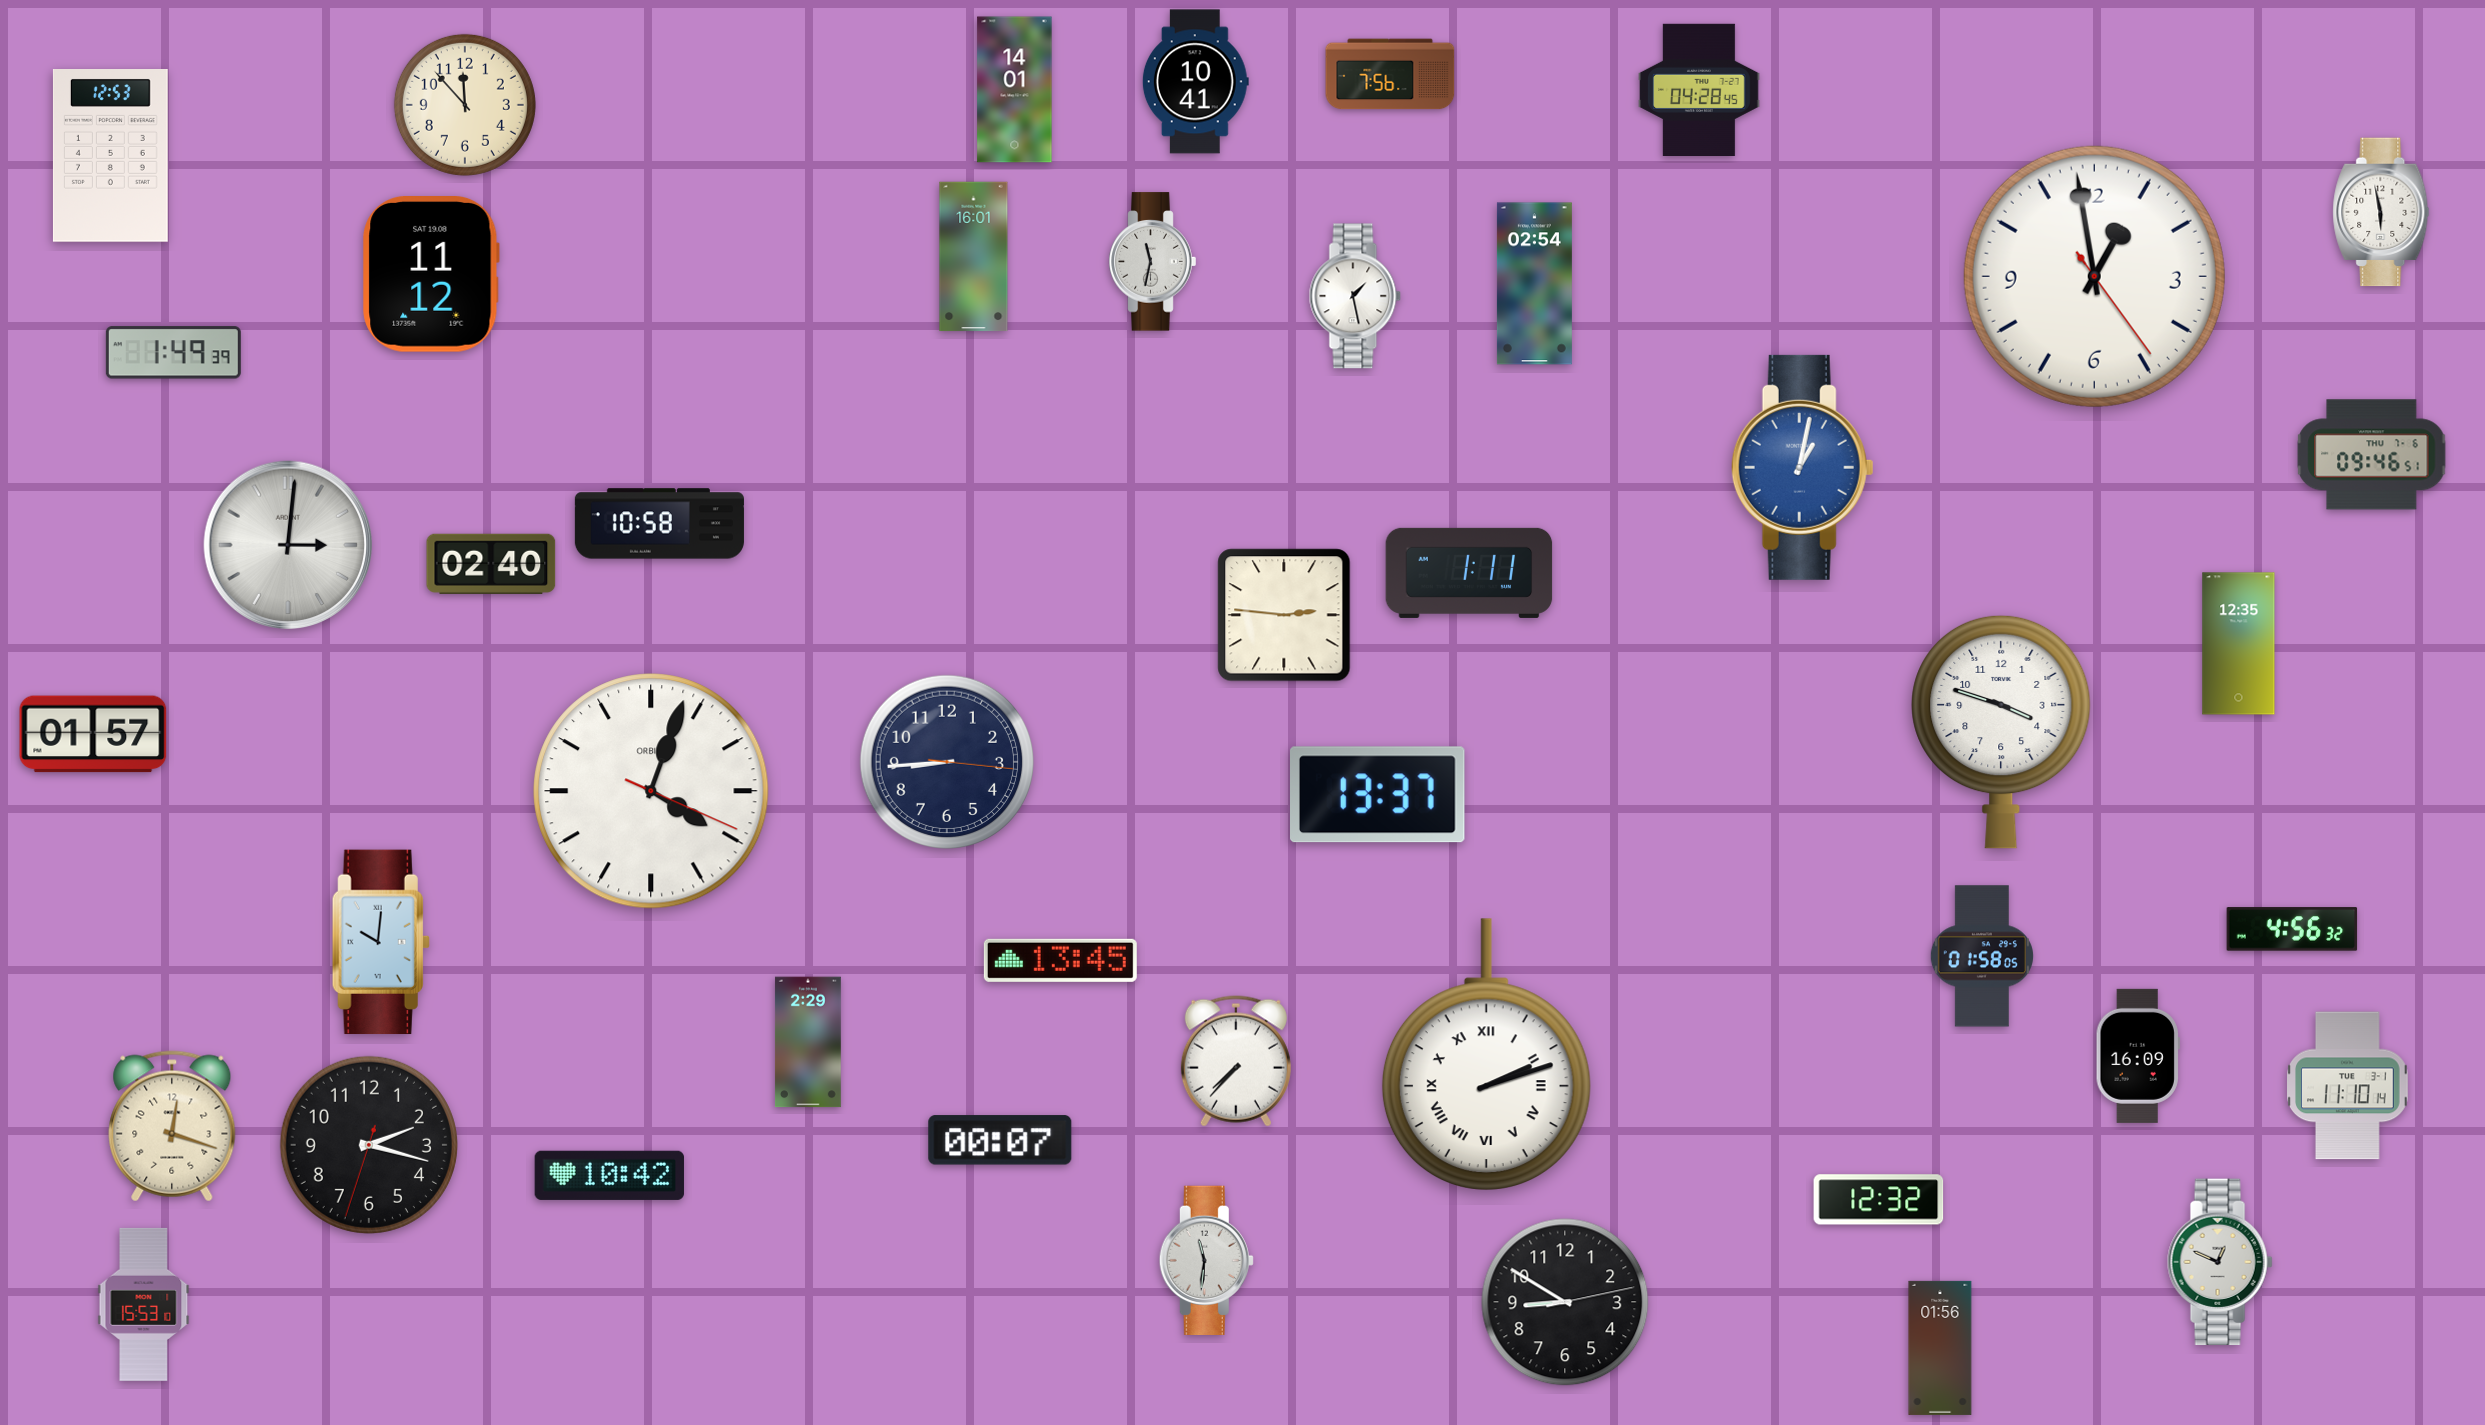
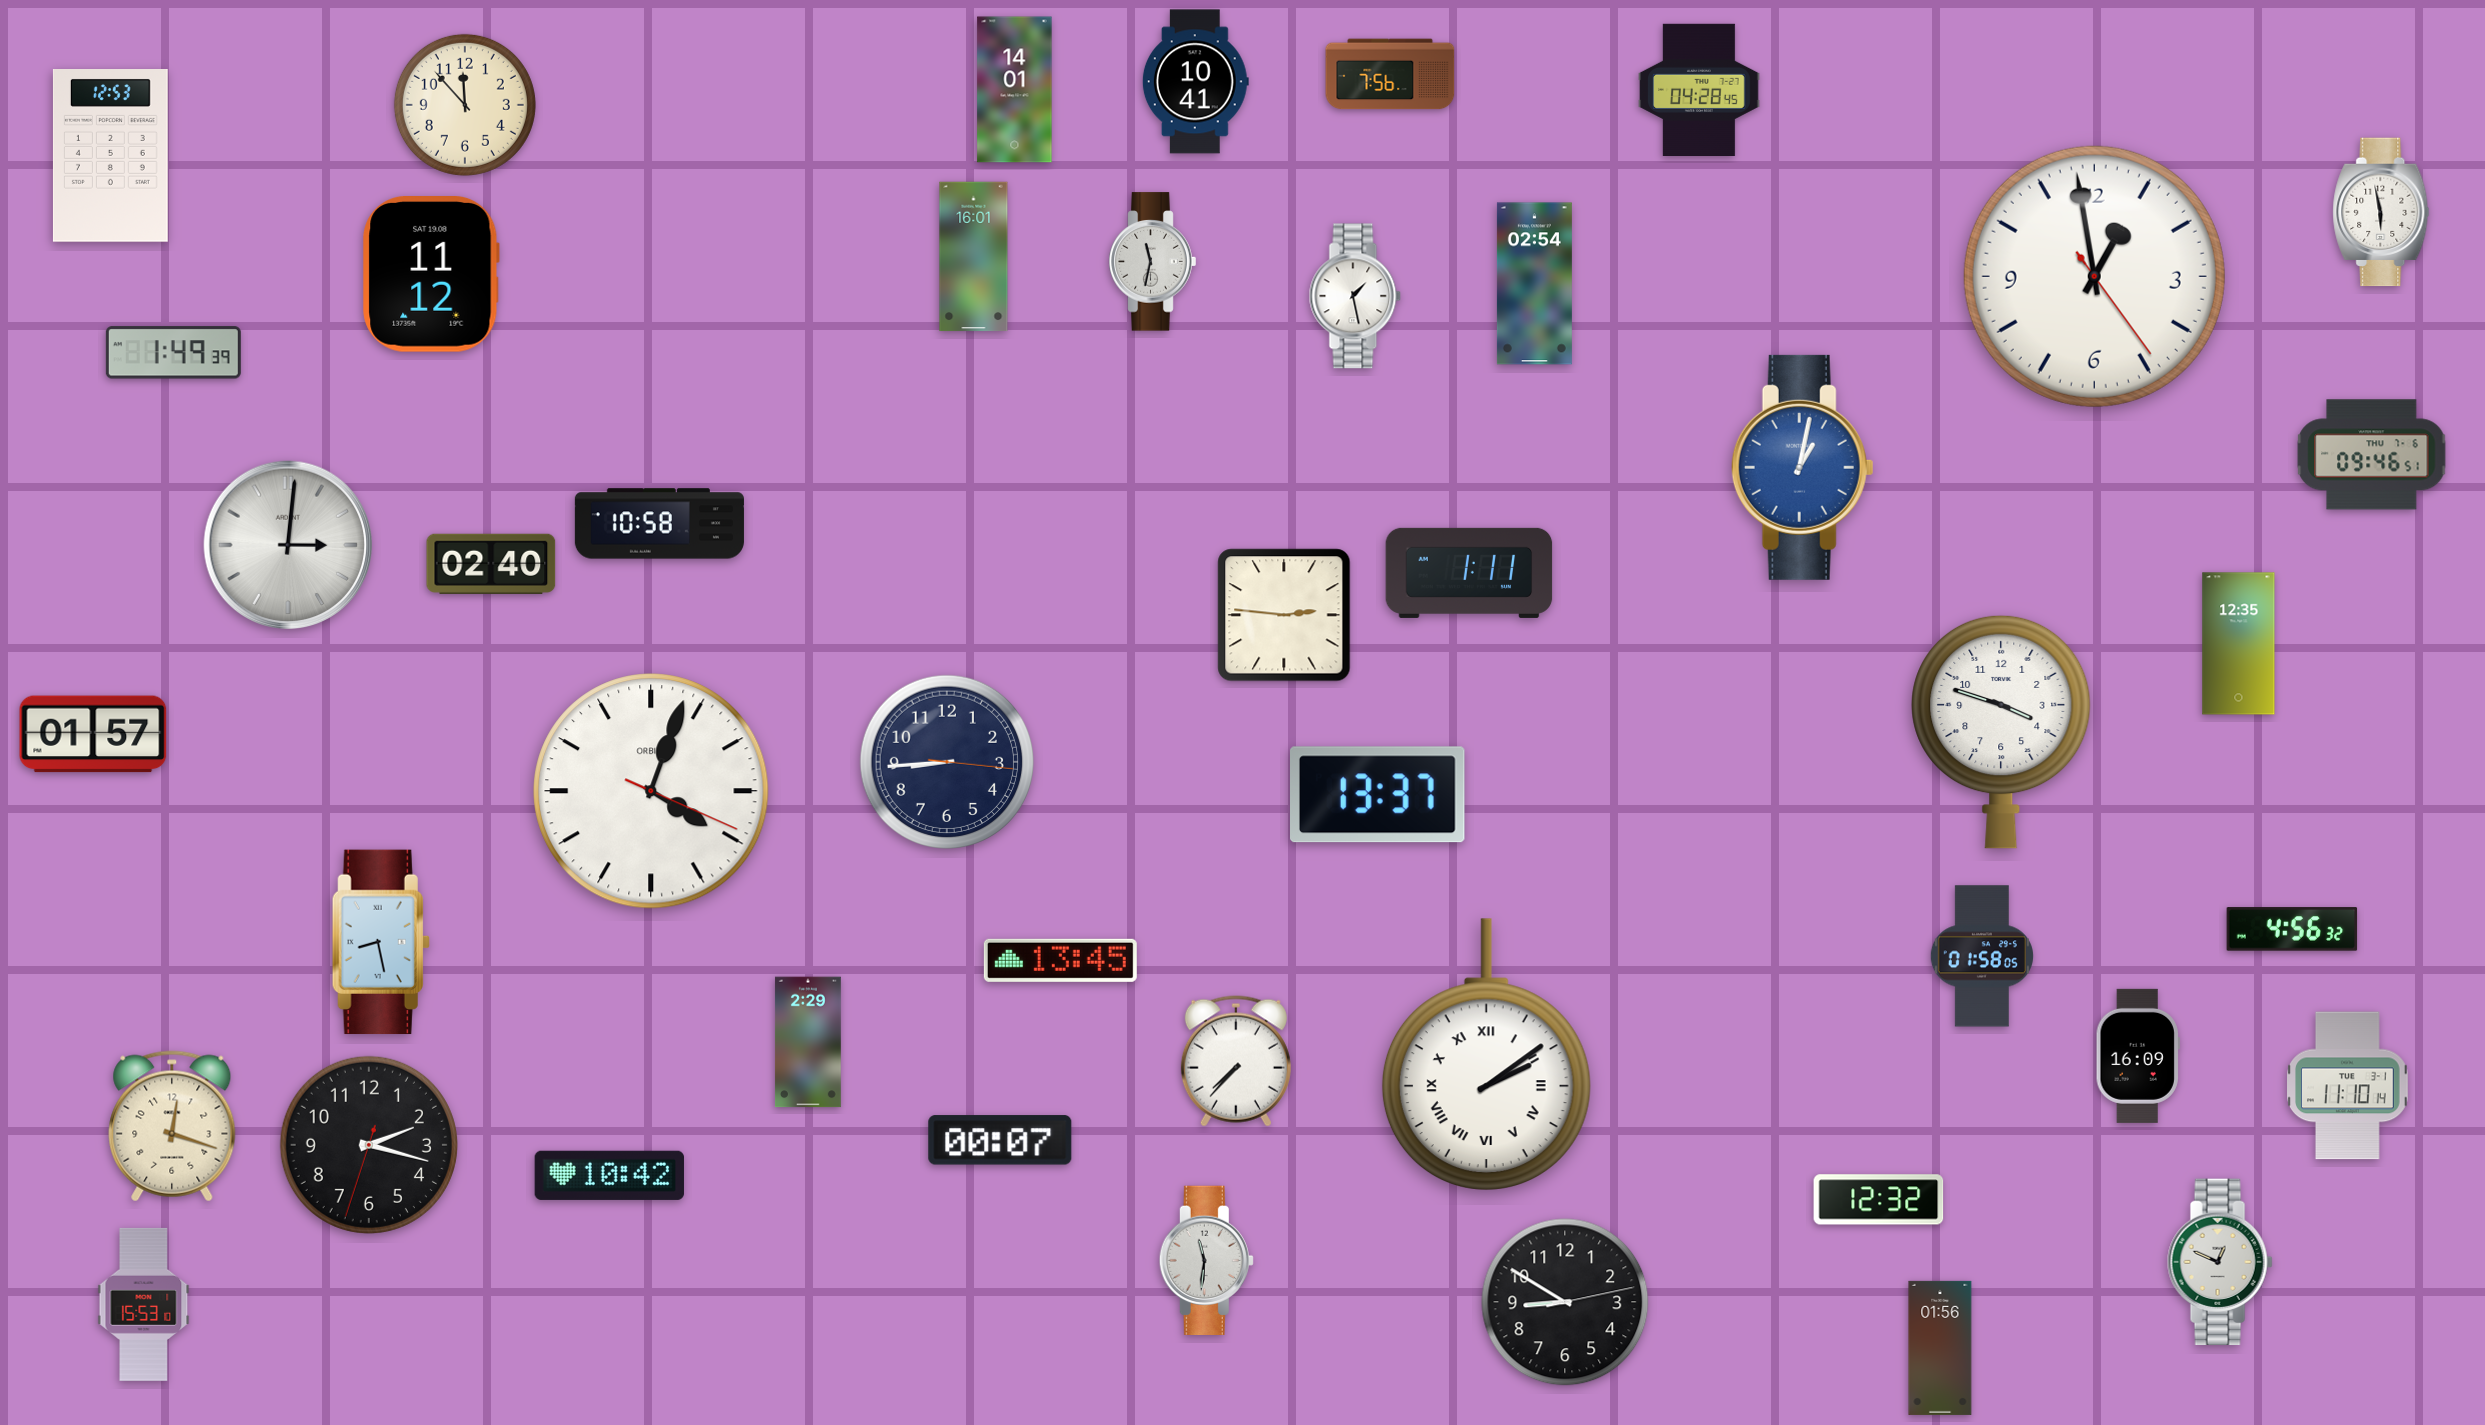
clock at (381, 942): 10:01 -> 8:28
clock at (1486, 1055): 2:12 -> 2:09
